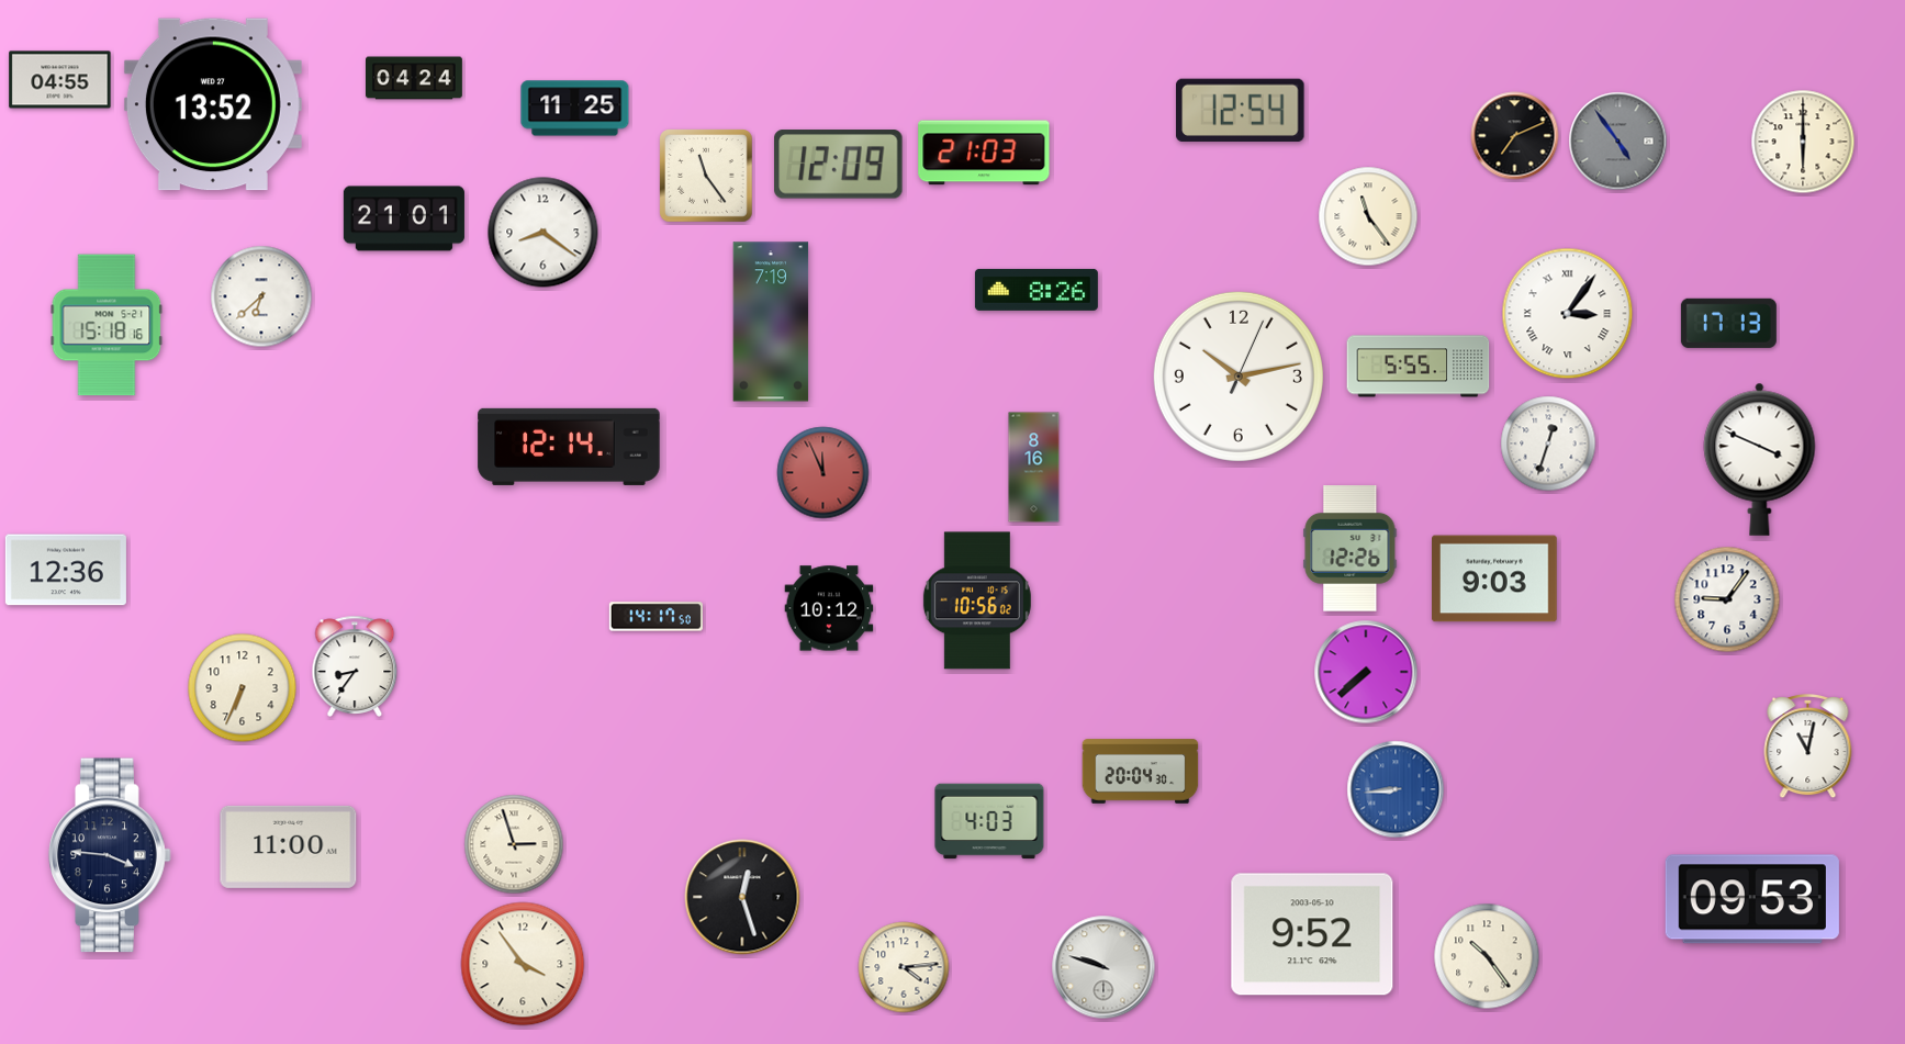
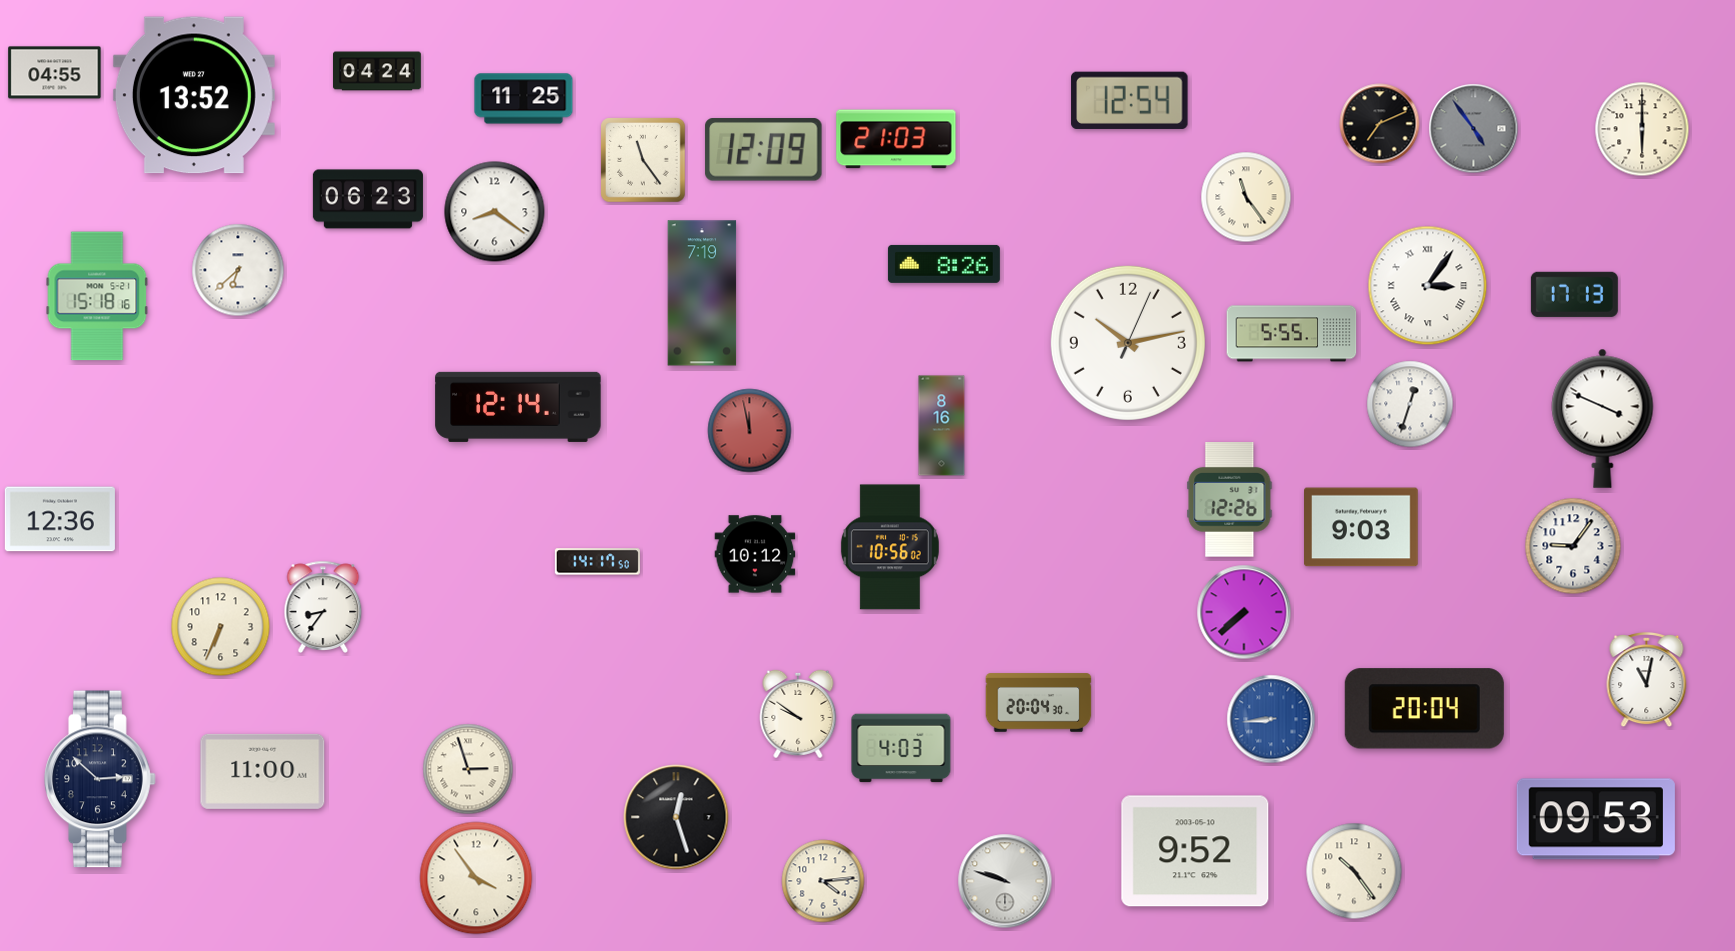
clock at (404, 218): 21:01 -> 06:23
clock at (823, 473): 11:56 -> 11:58
clock at (1424, 709): none -> 20:04
clock at (798, 714): none -> 9:51
clock at (110, 855): 3:46 -> 2:52
